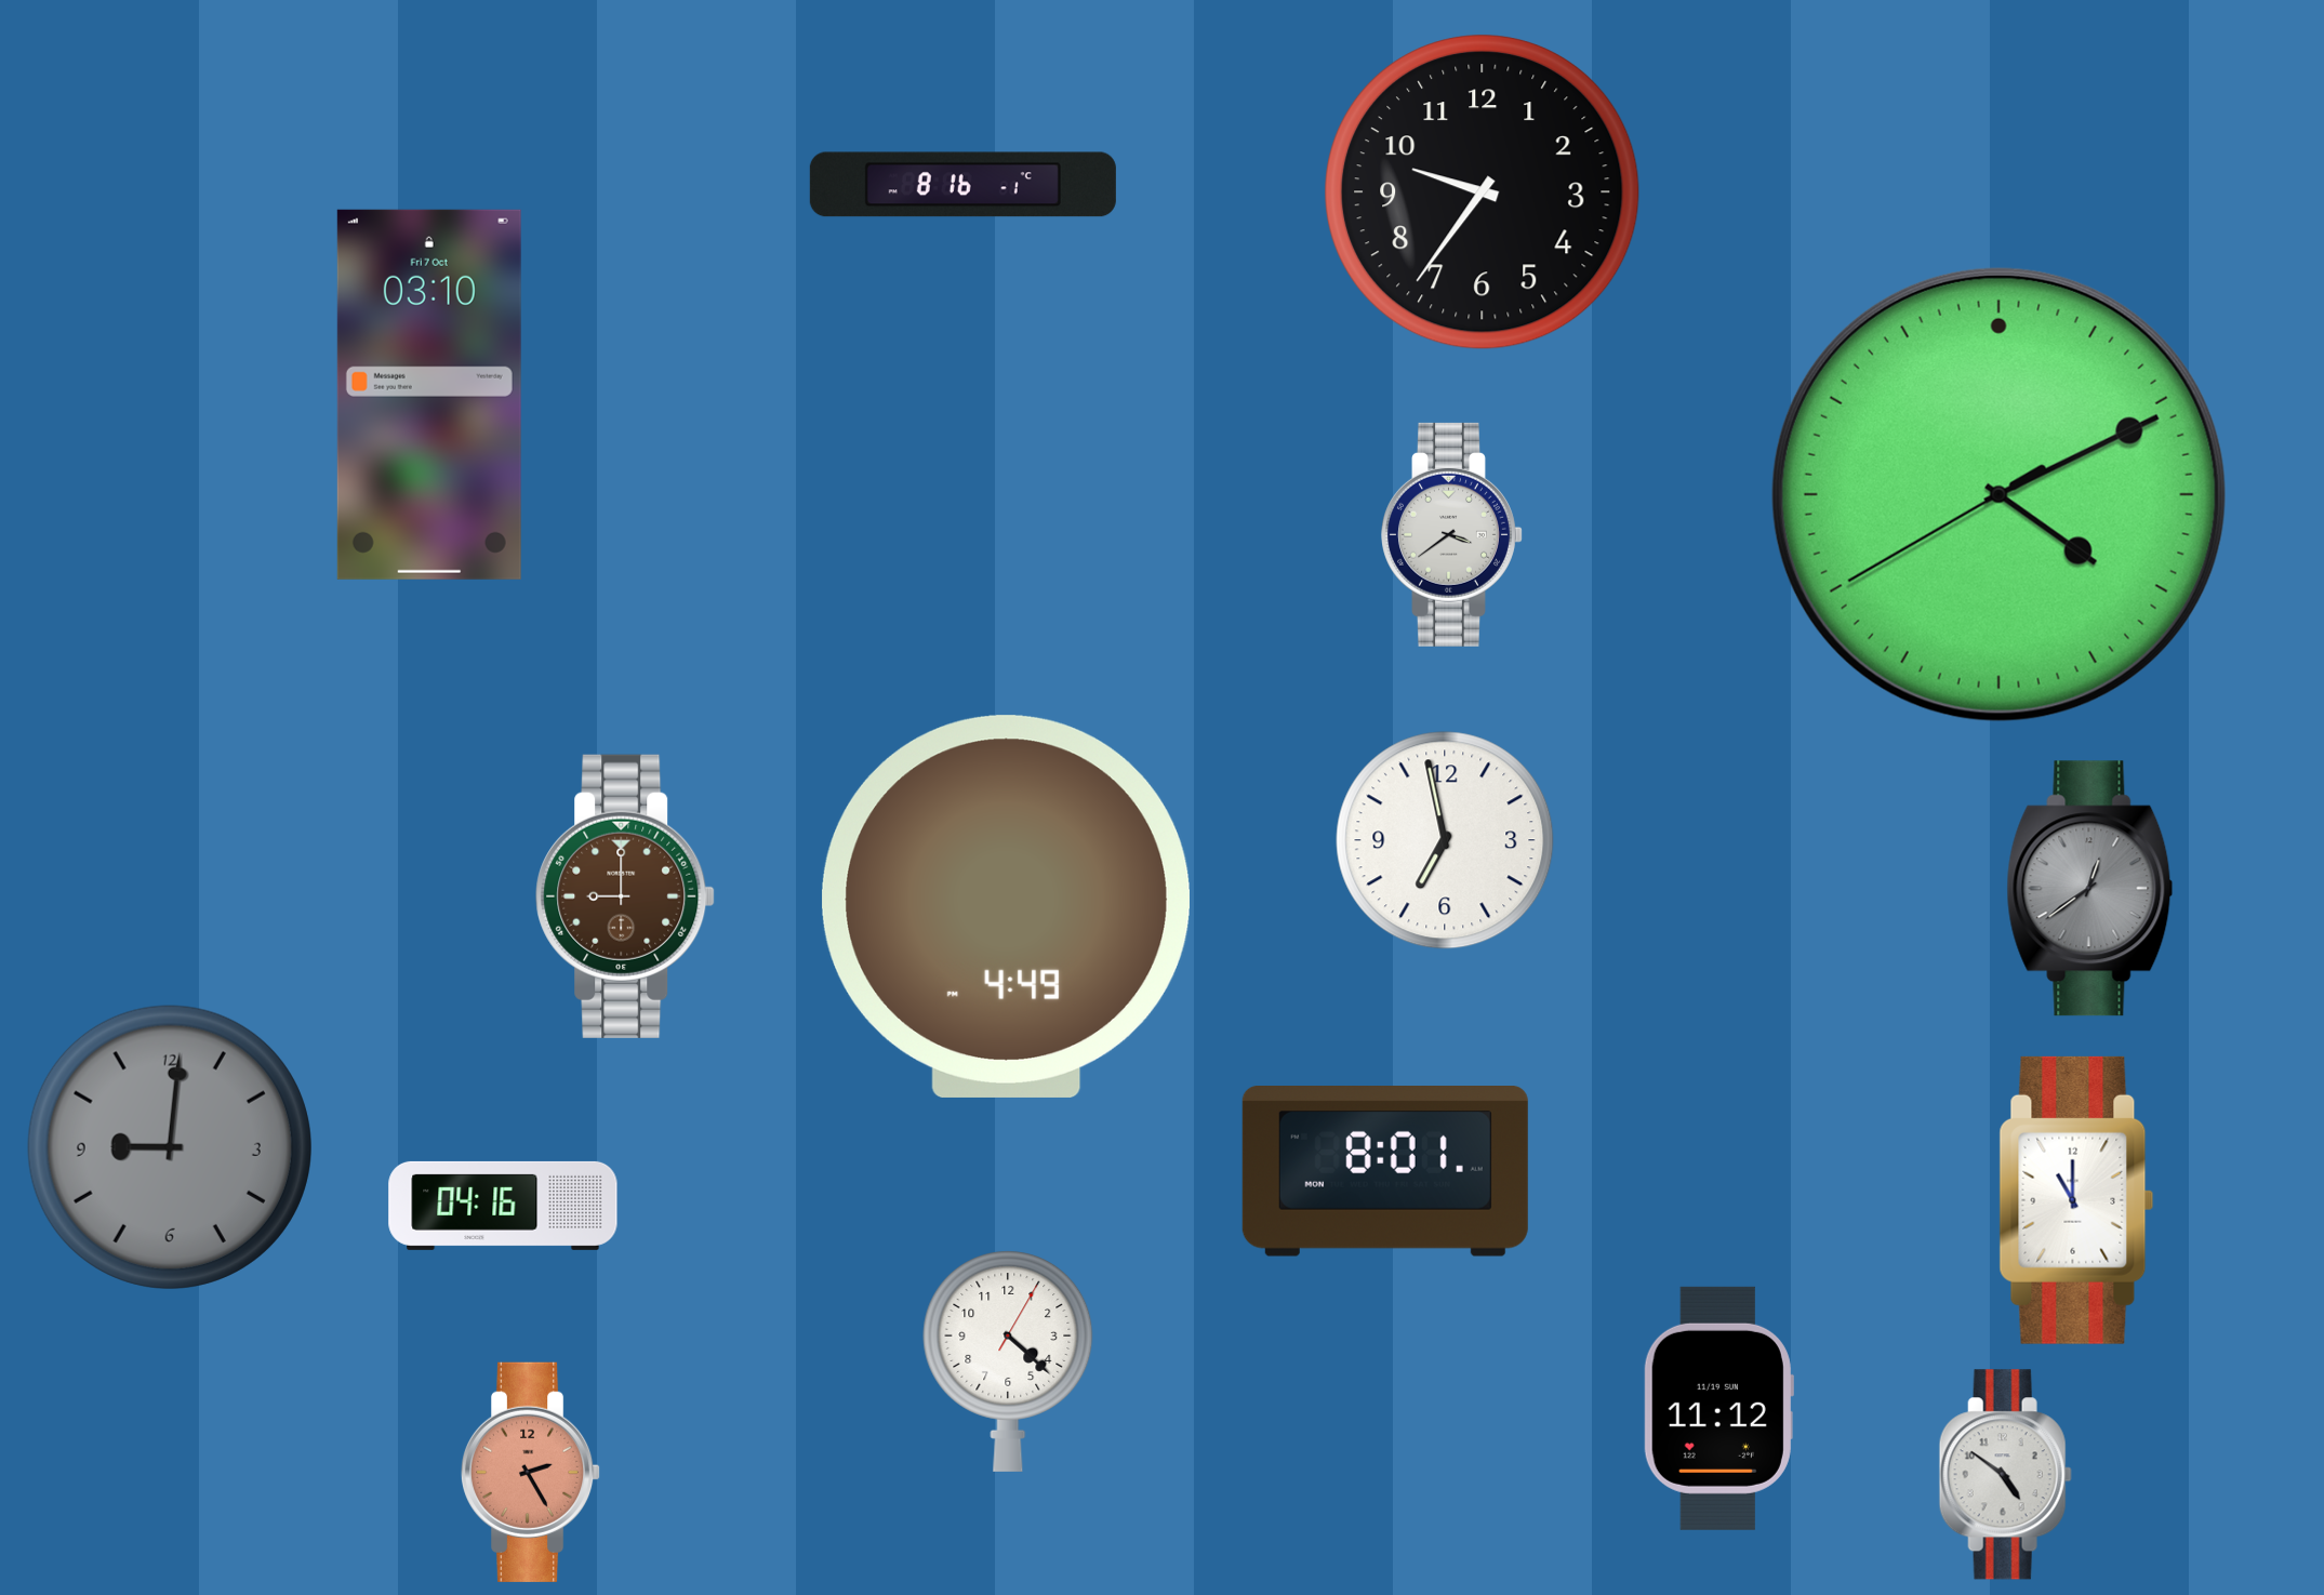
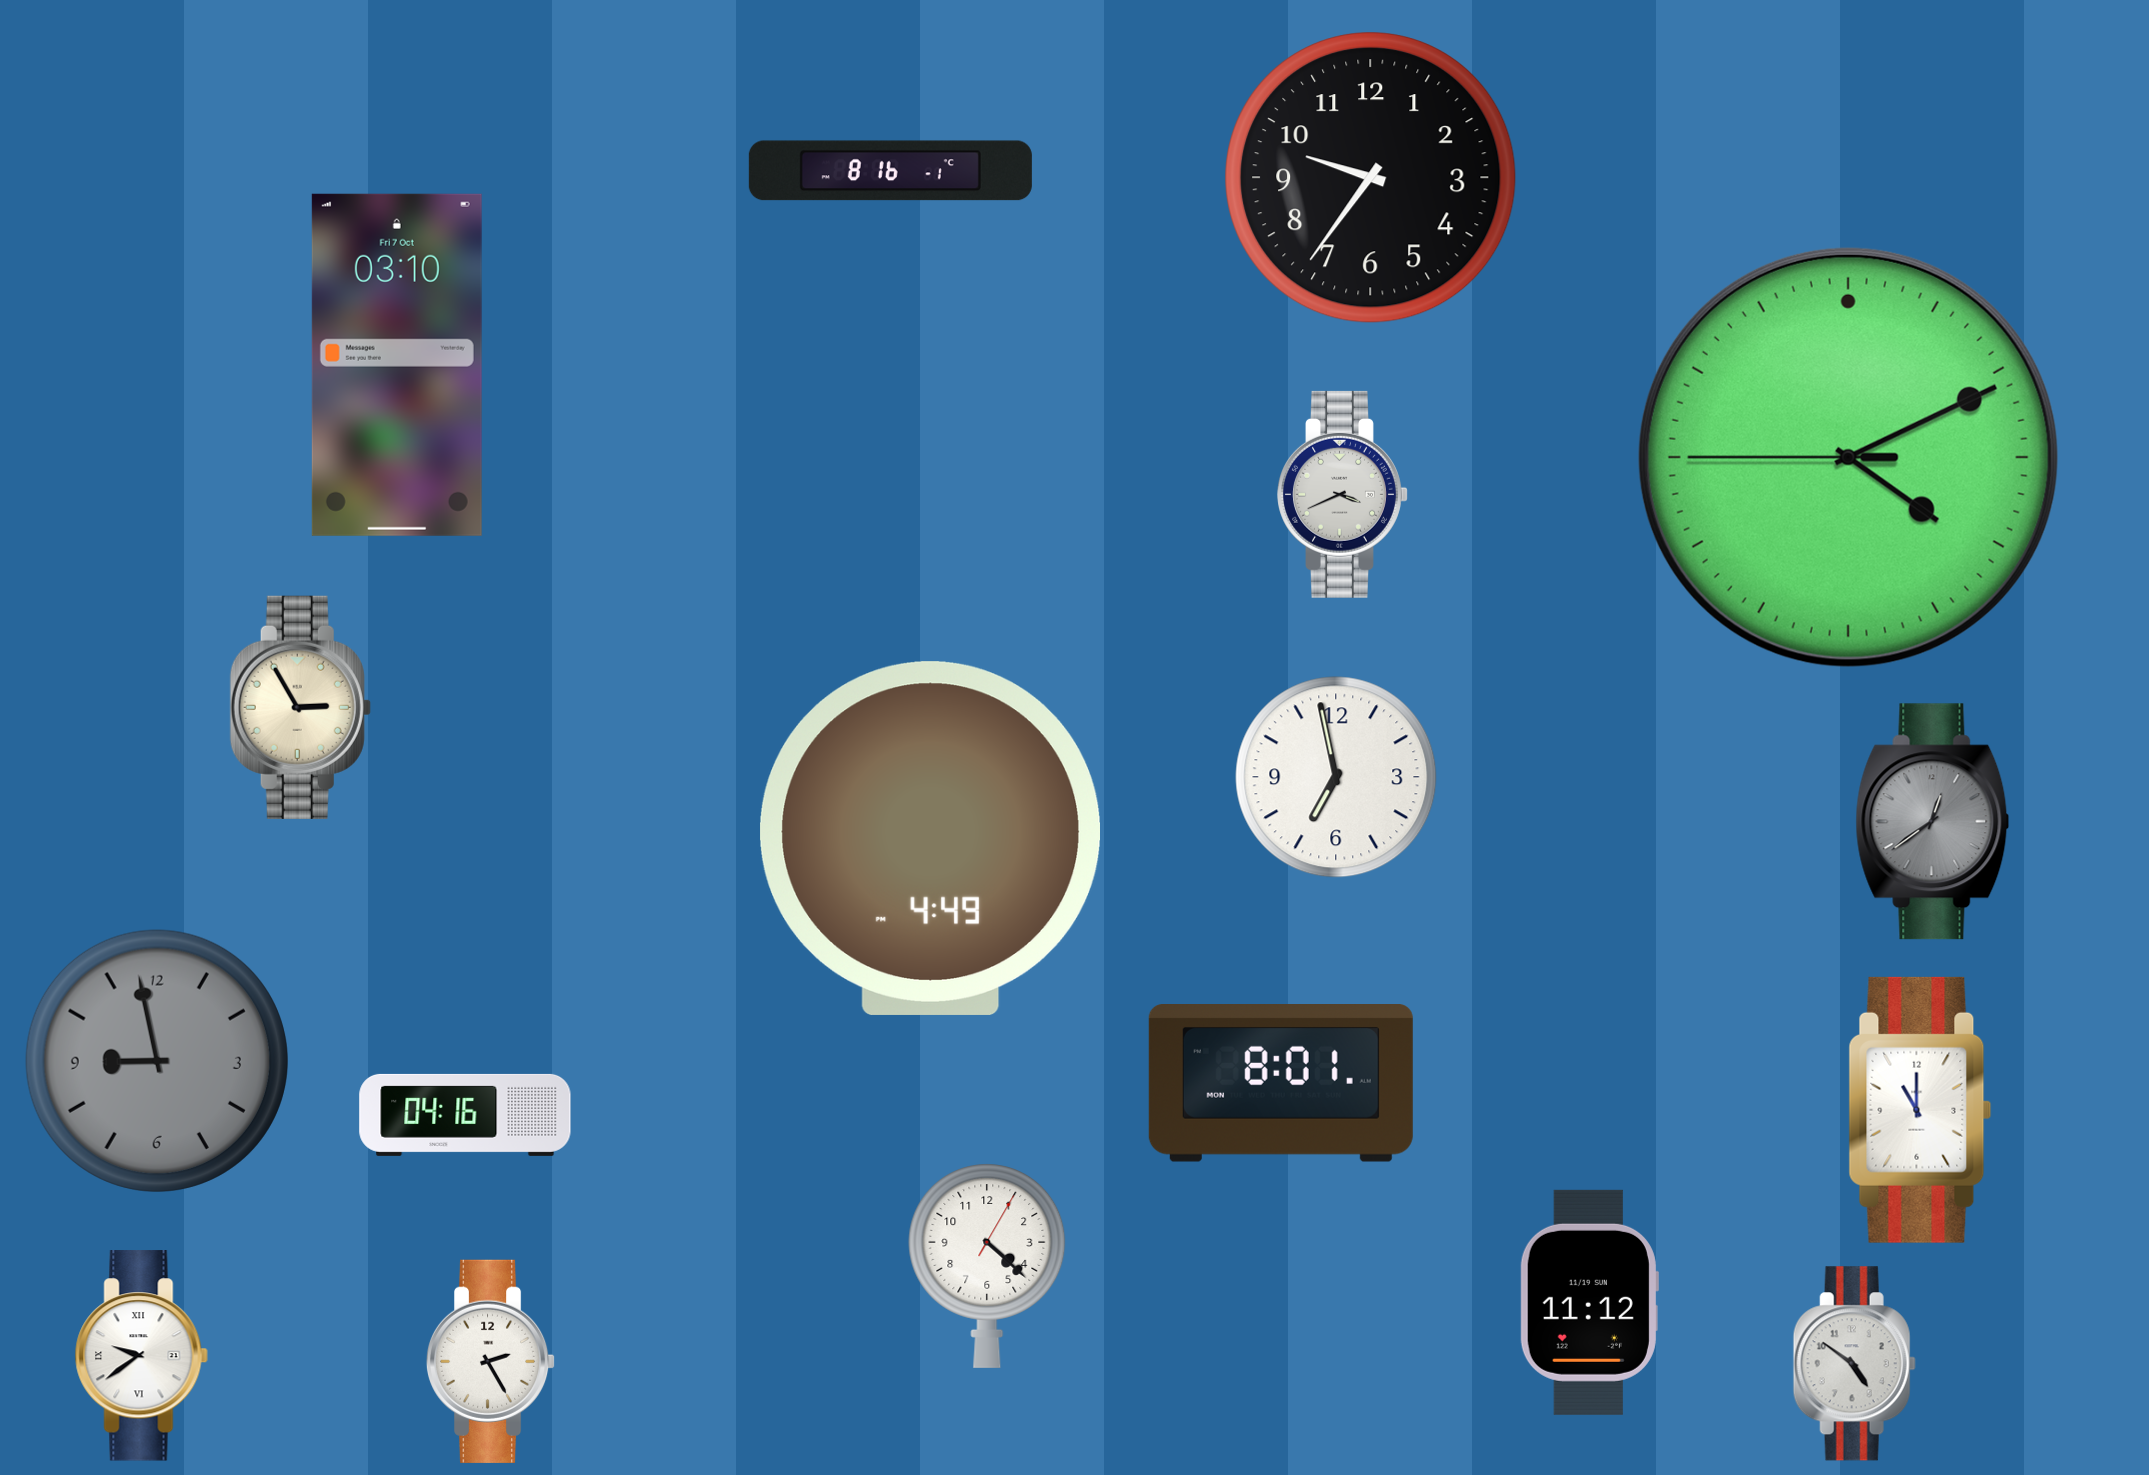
clock at (1998, 494): 4:10:40 -> 4:10:45
clock at (1452, 534): 3:39 -> 3:41
clock at (300, 707): none -> 2:55
clock at (625, 896): 9:00 -> none
clock at (170, 1147): 9:01 -> 8:58
clock at (1008, 1361) position: (1008, 1361) -> (987, 1266)
clock at (141, 1356): none -> 9:39
clock at (531, 1472) dial: salmon -> white
